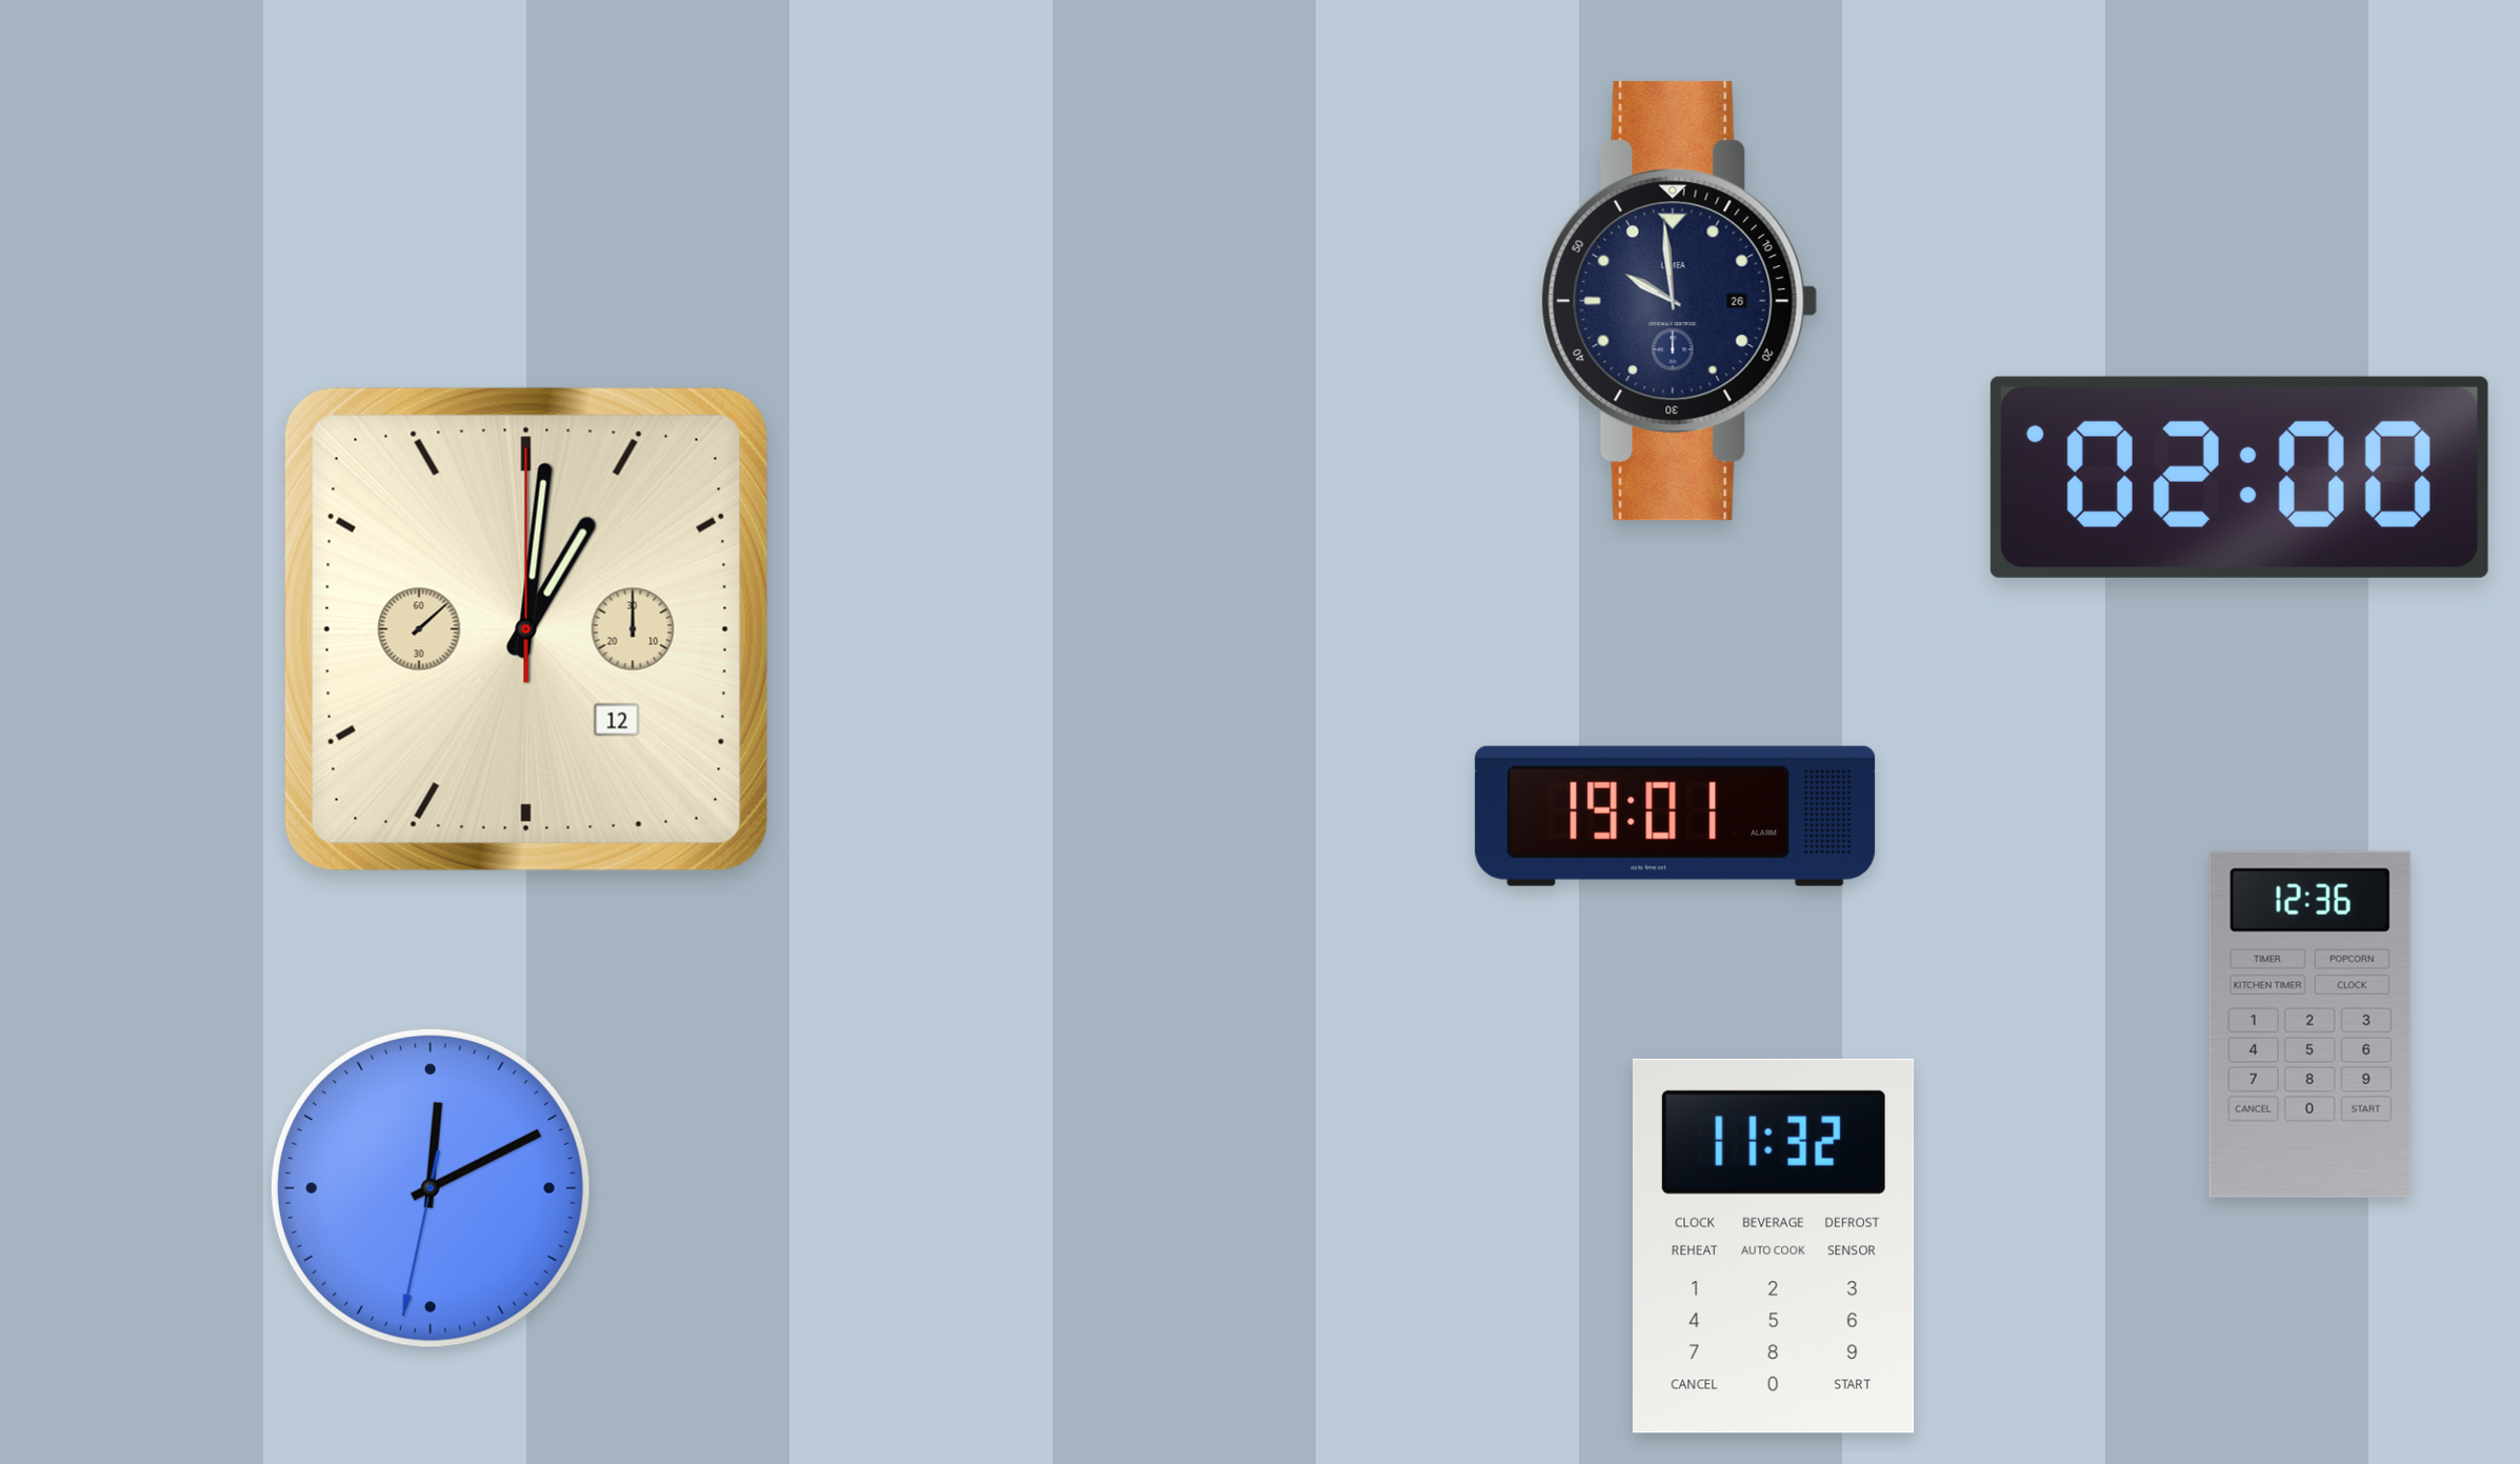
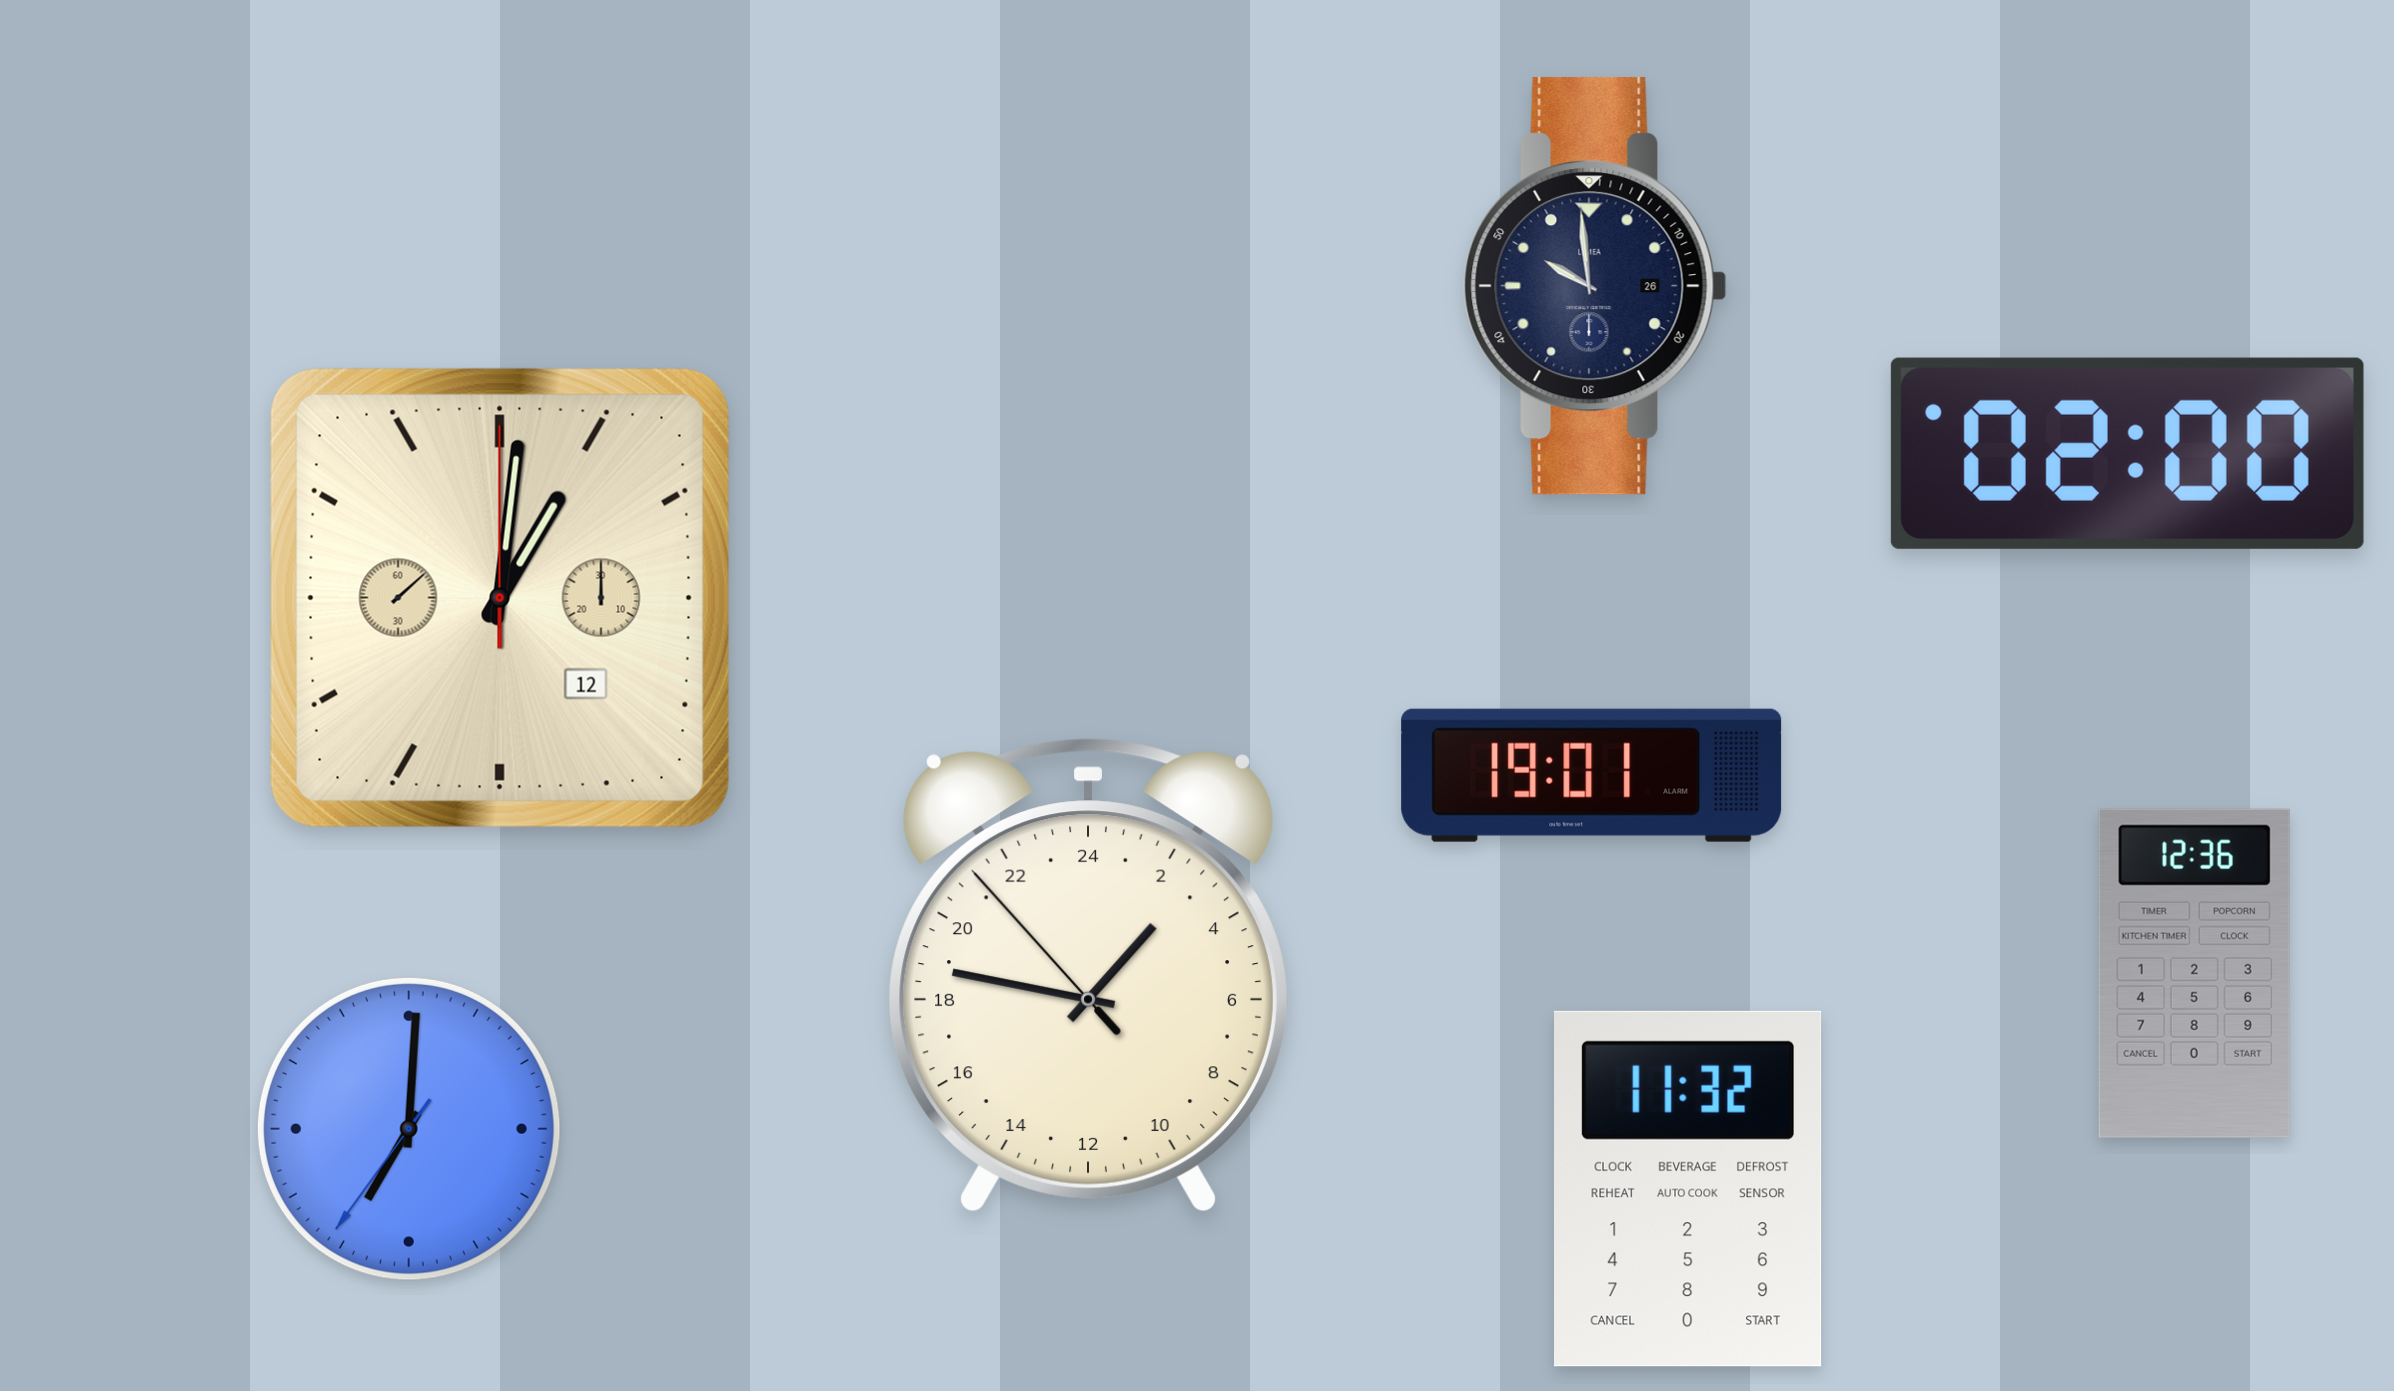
clock at (1088, 975): none -> 2:46
clock at (431, 1188): 12:10 -> 7:00
clock at (1775, 1246) position: (1775, 1246) -> (1689, 1189)
